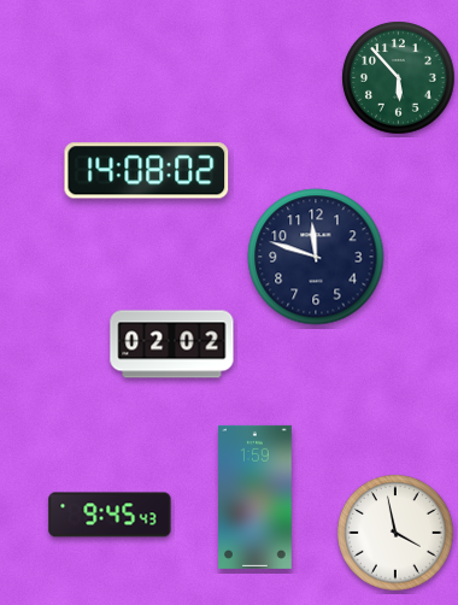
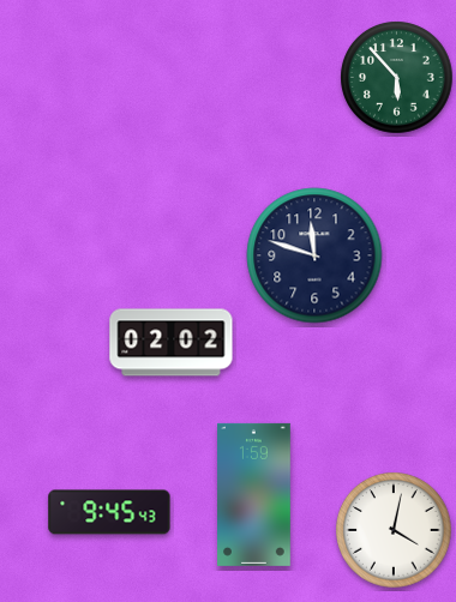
clock at (147, 171): 14:08 -> none
clock at (395, 533): 3:58 -> 4:02
